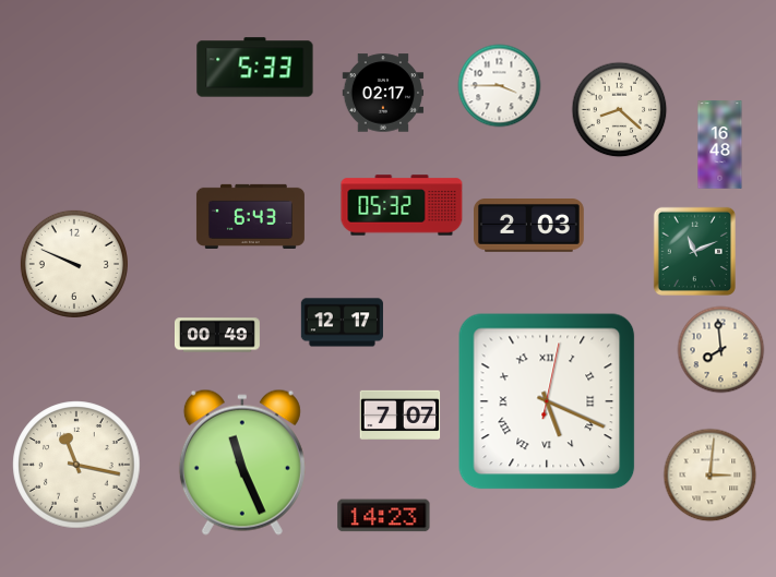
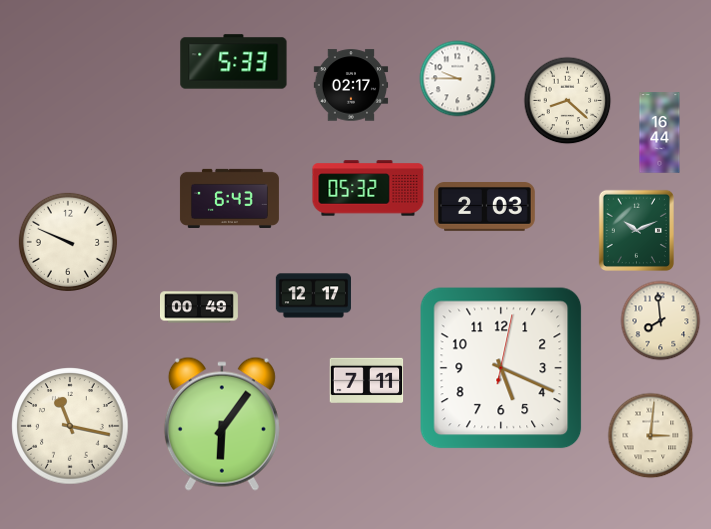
clock at (500, 86): 3:45 -> 9:45
clock at (720, 145): 16:48 -> 16:44
clock at (694, 251): 11:11 -> 10:11
clock at (547, 401) numerals: Roman -> Arabic
clock at (401, 414): 7:07 -> 7:11
clock at (242, 462): 11:26 -> 6:06
clock at (384, 516): 14:23 -> none
